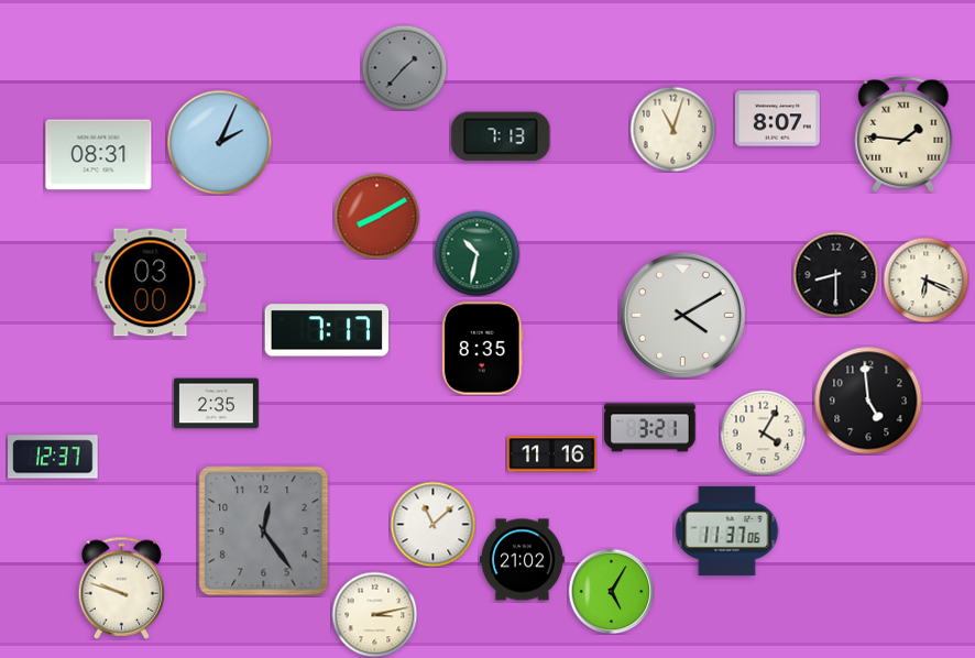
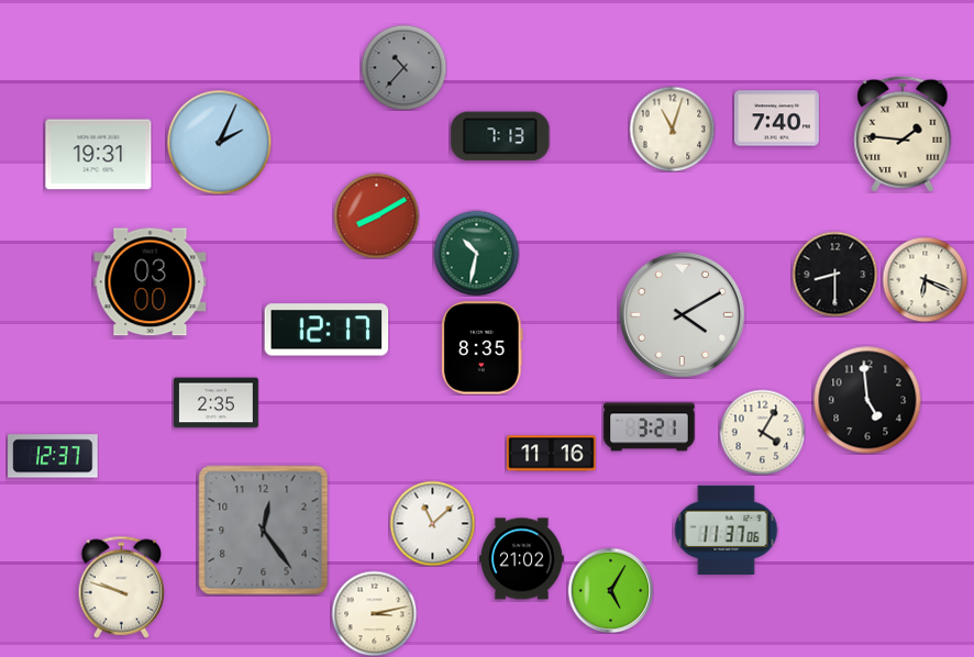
clock at (404, 67): 1:37 -> 10:37
clock at (777, 119): 8:07 -> 7:40
clock at (99, 155): 08:31 -> 19:31
clock at (327, 330): 7:17 -> 12:17
